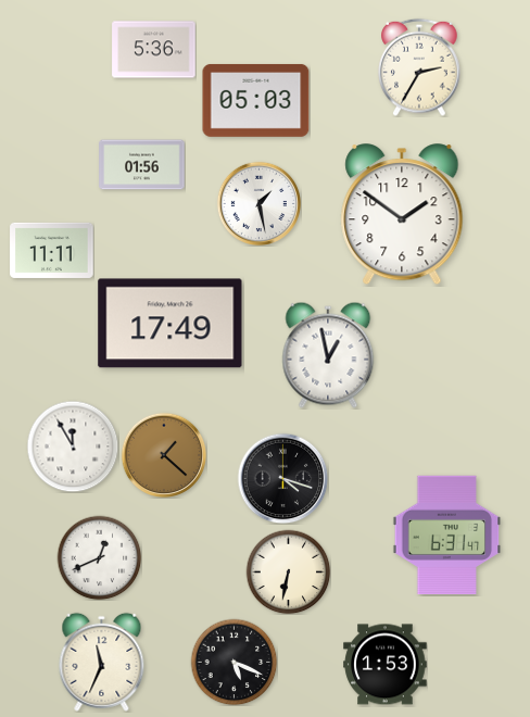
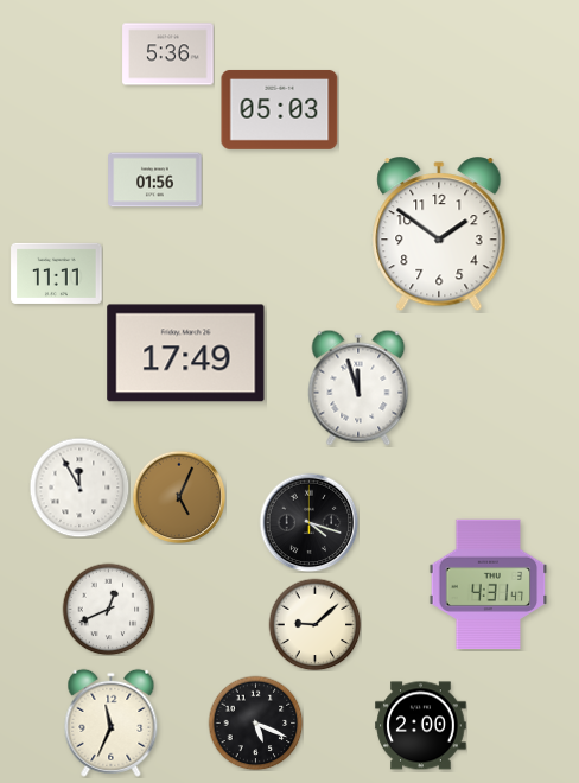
clock at (419, 67): 2:35 -> none
clock at (258, 203): 1:28 -> none
clock at (328, 355): 12:58 -> 11:57
clock at (164, 455): 1:22 -> 5:04
clock at (447, 534): 6:31 -> 4:31
clock at (288, 571): 6:32 -> 9:08
clock at (386, 665): 1:53 -> 2:00
